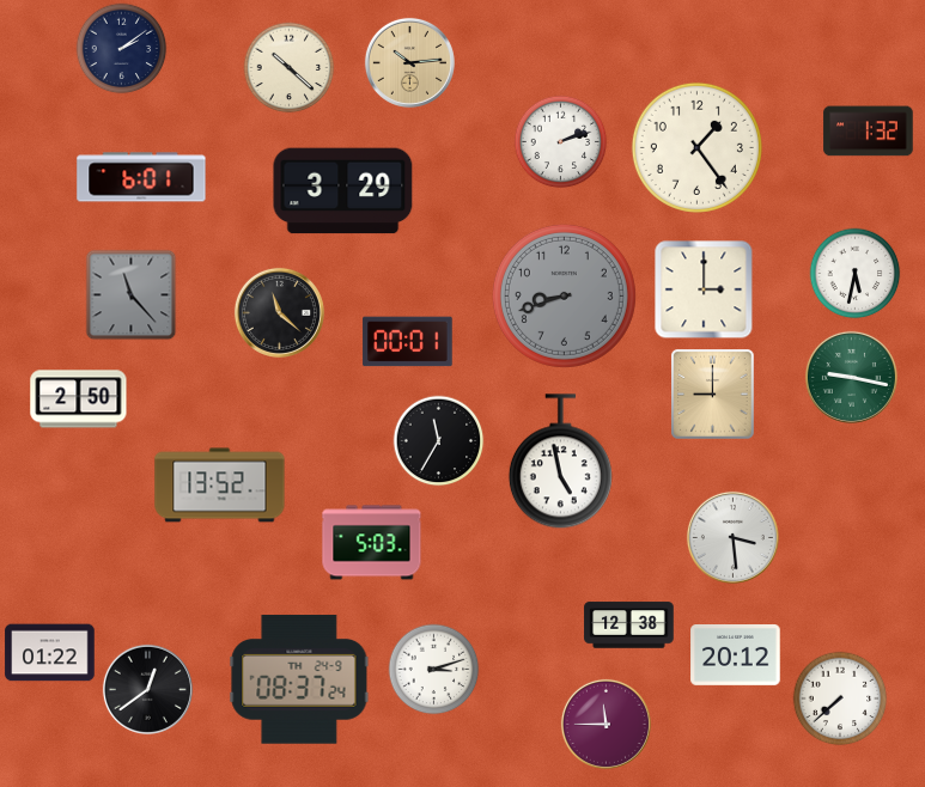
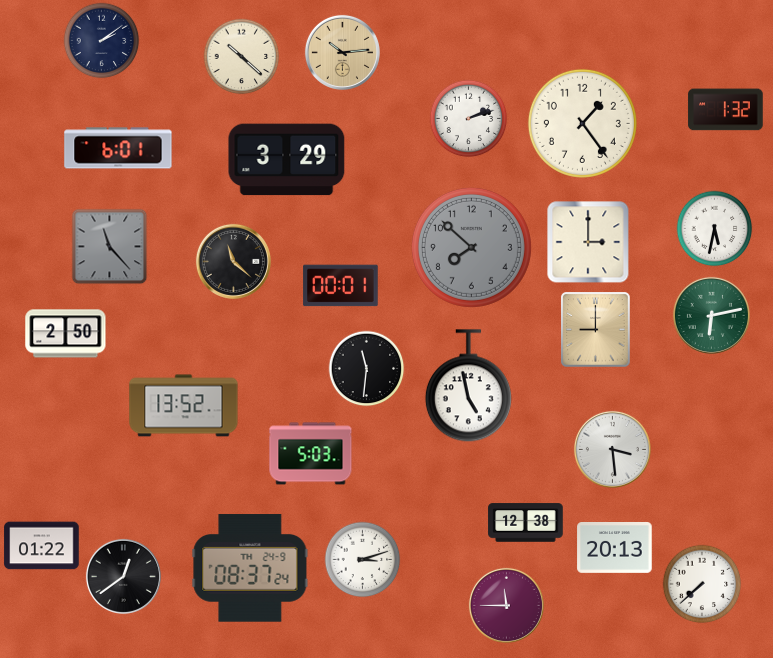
clock at (564, 295): 8:42 -> 7:52
clock at (851, 377): 9:17 -> 6:13
clock at (439, 441): 11:35 -> 11:31
clock at (736, 655): 20:12 -> 20:13
